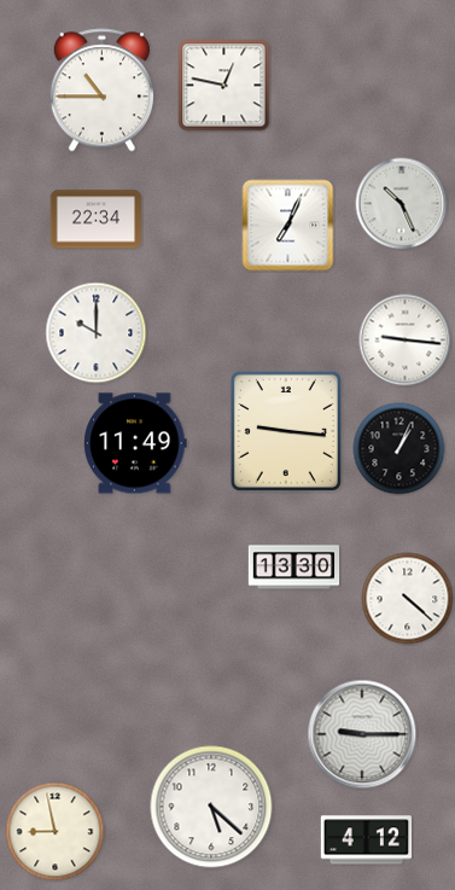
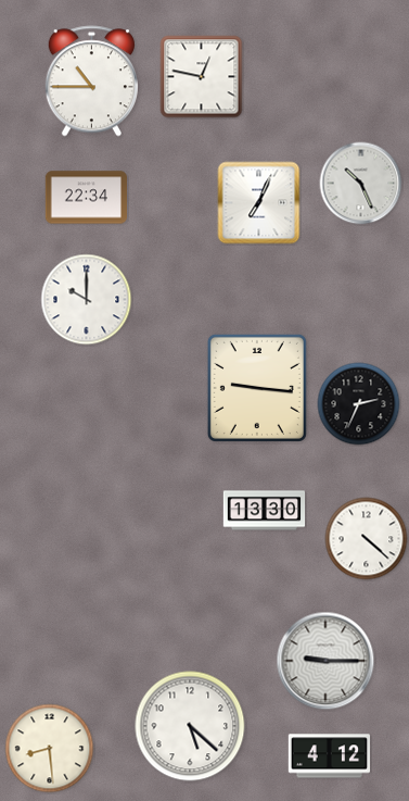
clock at (406, 341): 9:16 -> none
clock at (135, 443): 11:49 -> none
clock at (399, 449): 1:04 -> 2:34
clock at (56, 832): 8:58 -> 8:29
